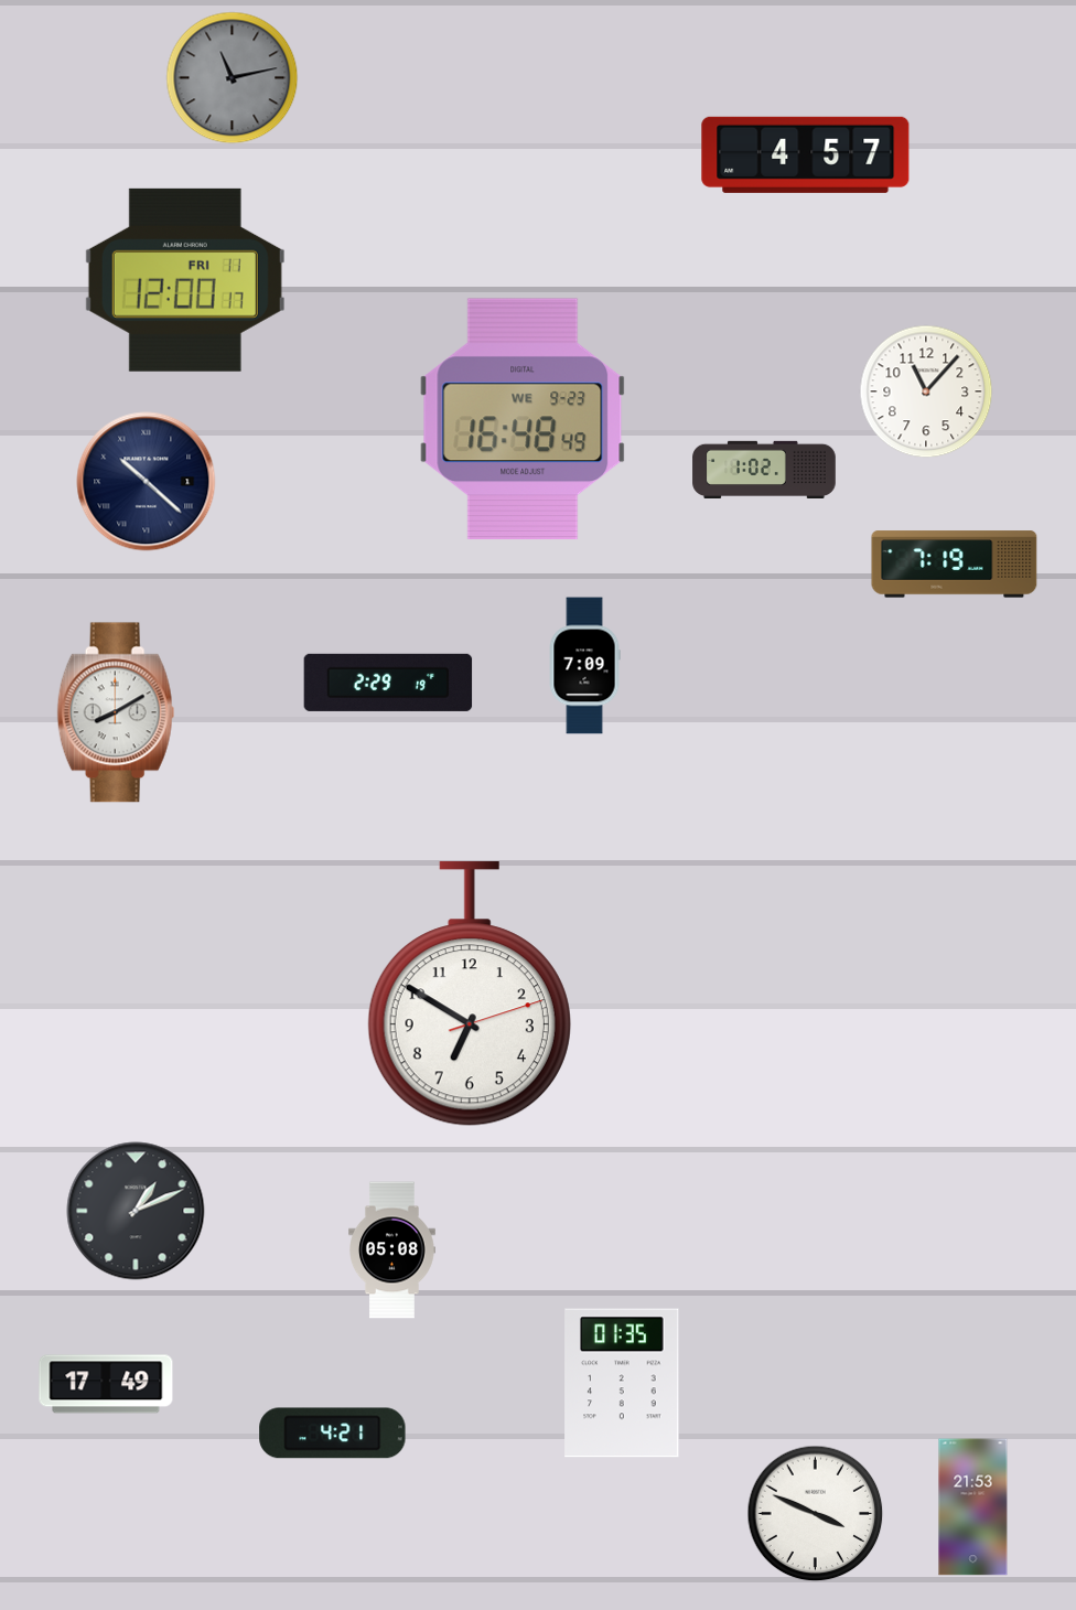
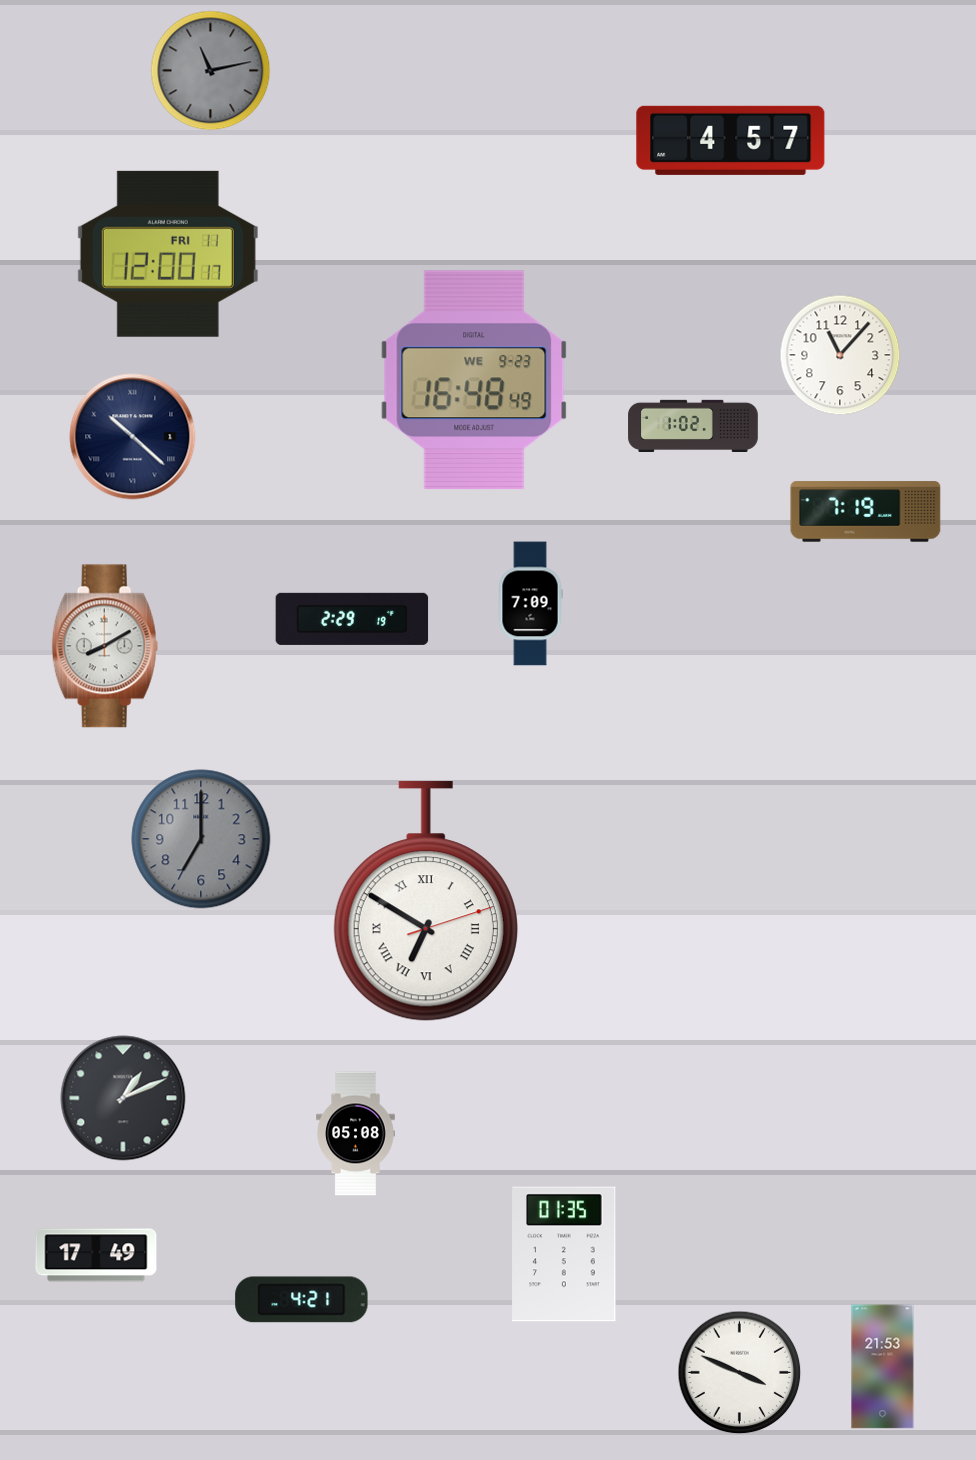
clock at (201, 839): none -> 7:00
clock at (470, 995) numerals: Arabic -> Roman
